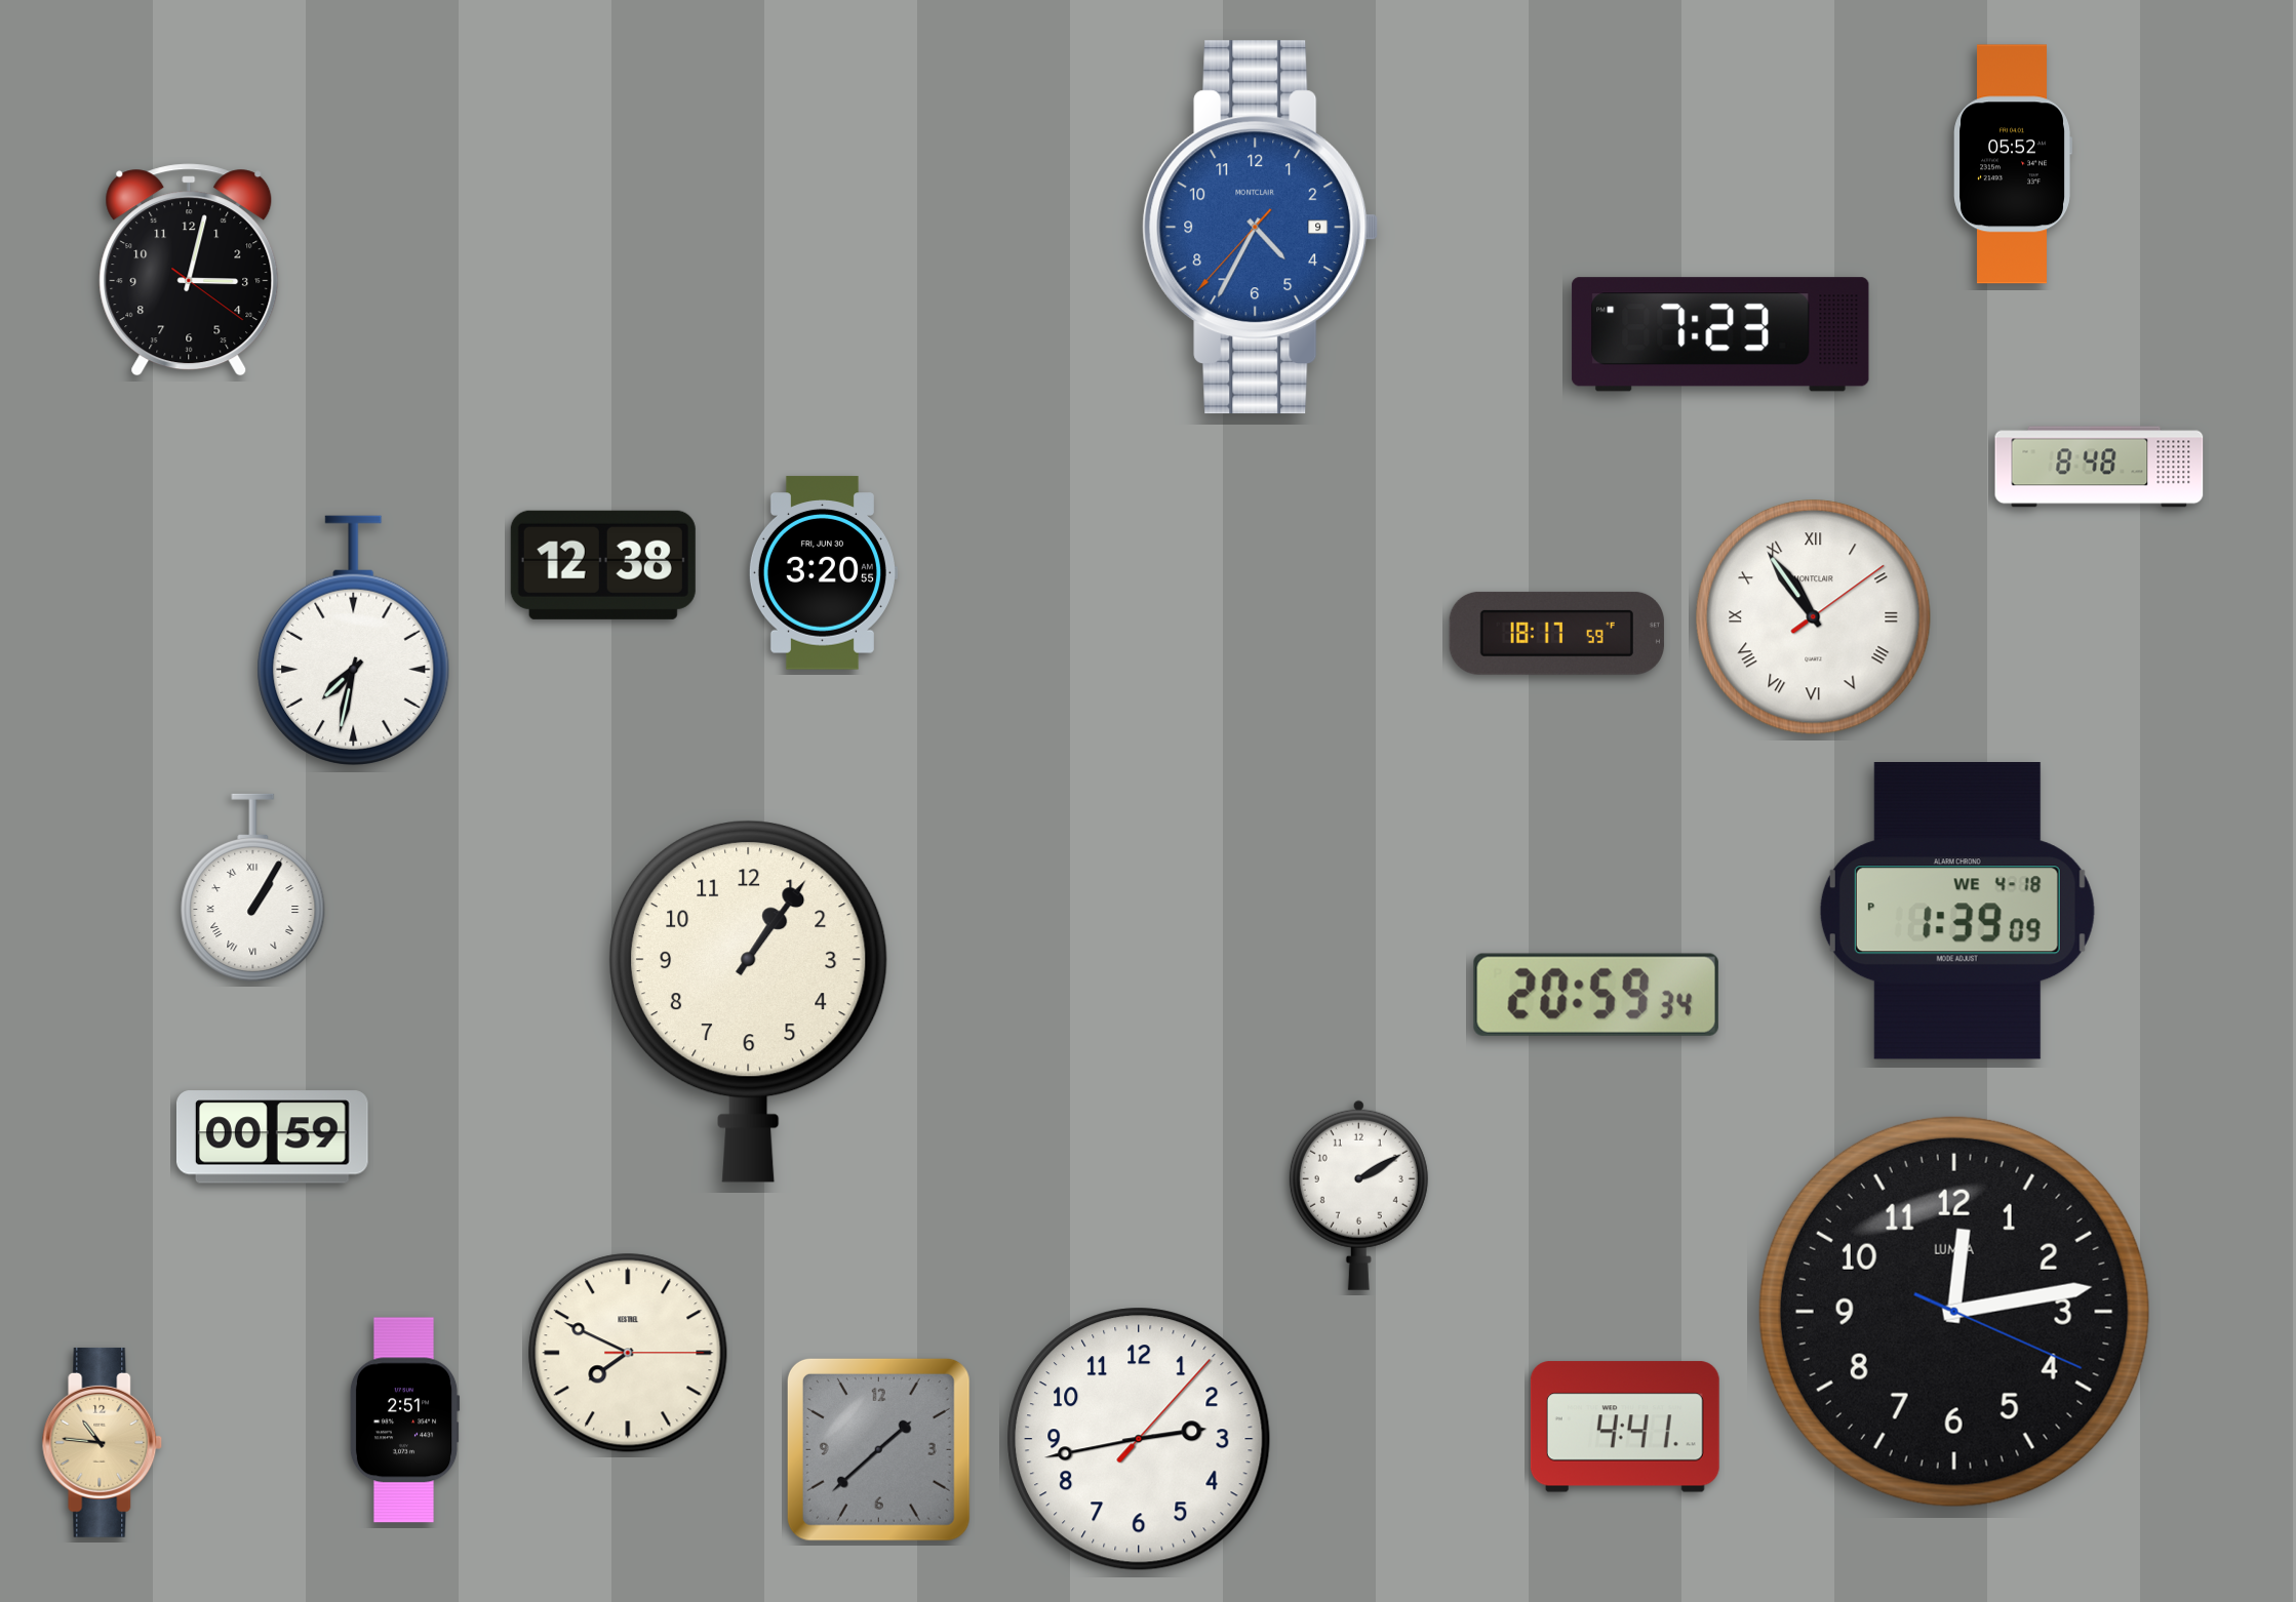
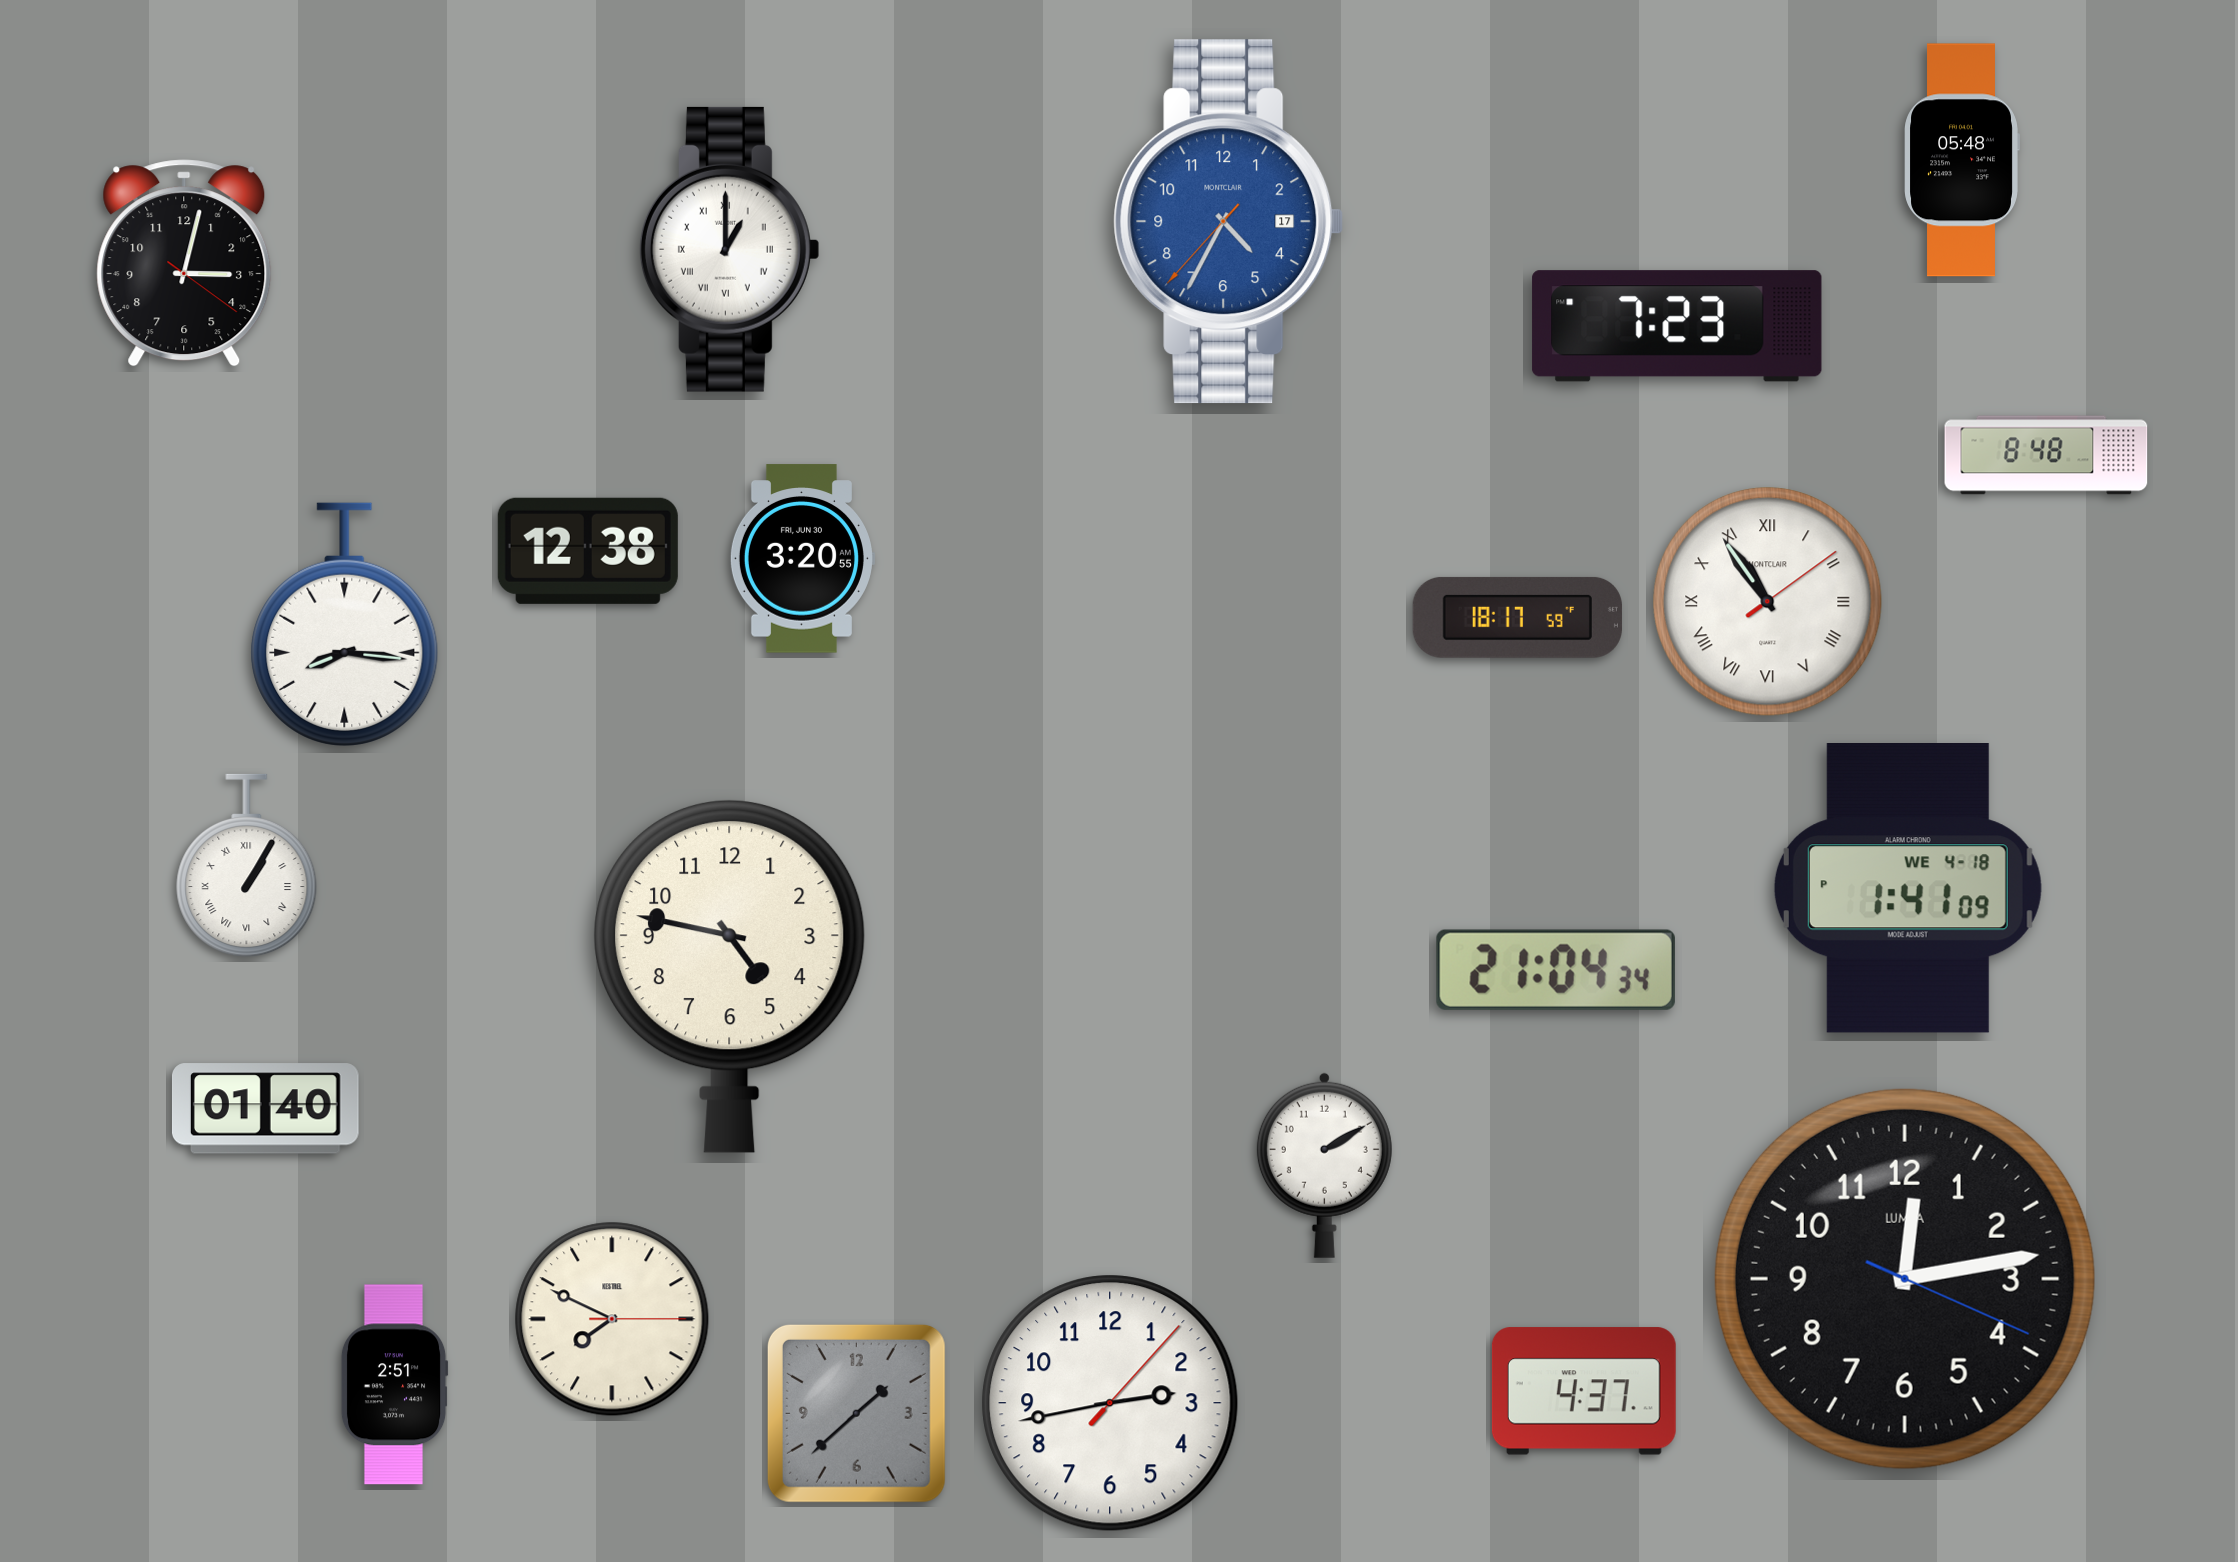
clock at (2013, 164): 05:52 -> 05:48
clock at (1261, 228) date: 9 -> 17
clock at (729, 249): none -> 1:00
clock at (354, 640): 7:32 -> 8:16
clock at (1957, 912): 1:39 -> 1:41
clock at (1596, 995): 20:59 -> 21:04
clock at (748, 1001): 1:06 -> 4:47
clock at (272, 1137): 00:59 -> 01:40
clock at (1625, 1427): 4:41 -> 4:37
clock at (103, 1442): 10:46 -> none
